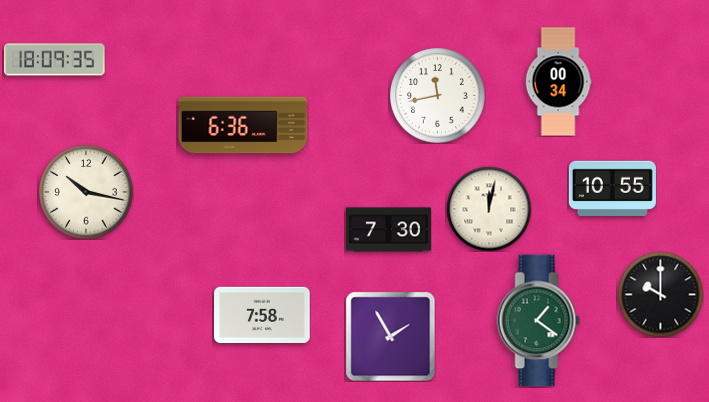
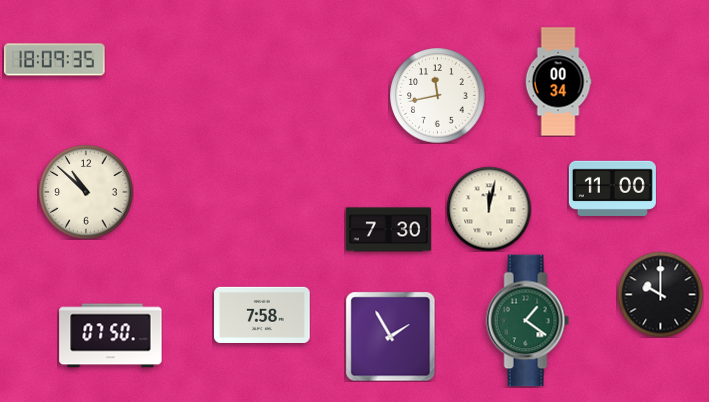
clock at (243, 125): 6:36 -> none
clock at (612, 188): 10:55 -> 11:00
clock at (86, 192): 10:17 -> 10:52
clock at (539, 321) position: (539, 321) -> (528, 321)
clock at (111, 336): none -> 07:50
